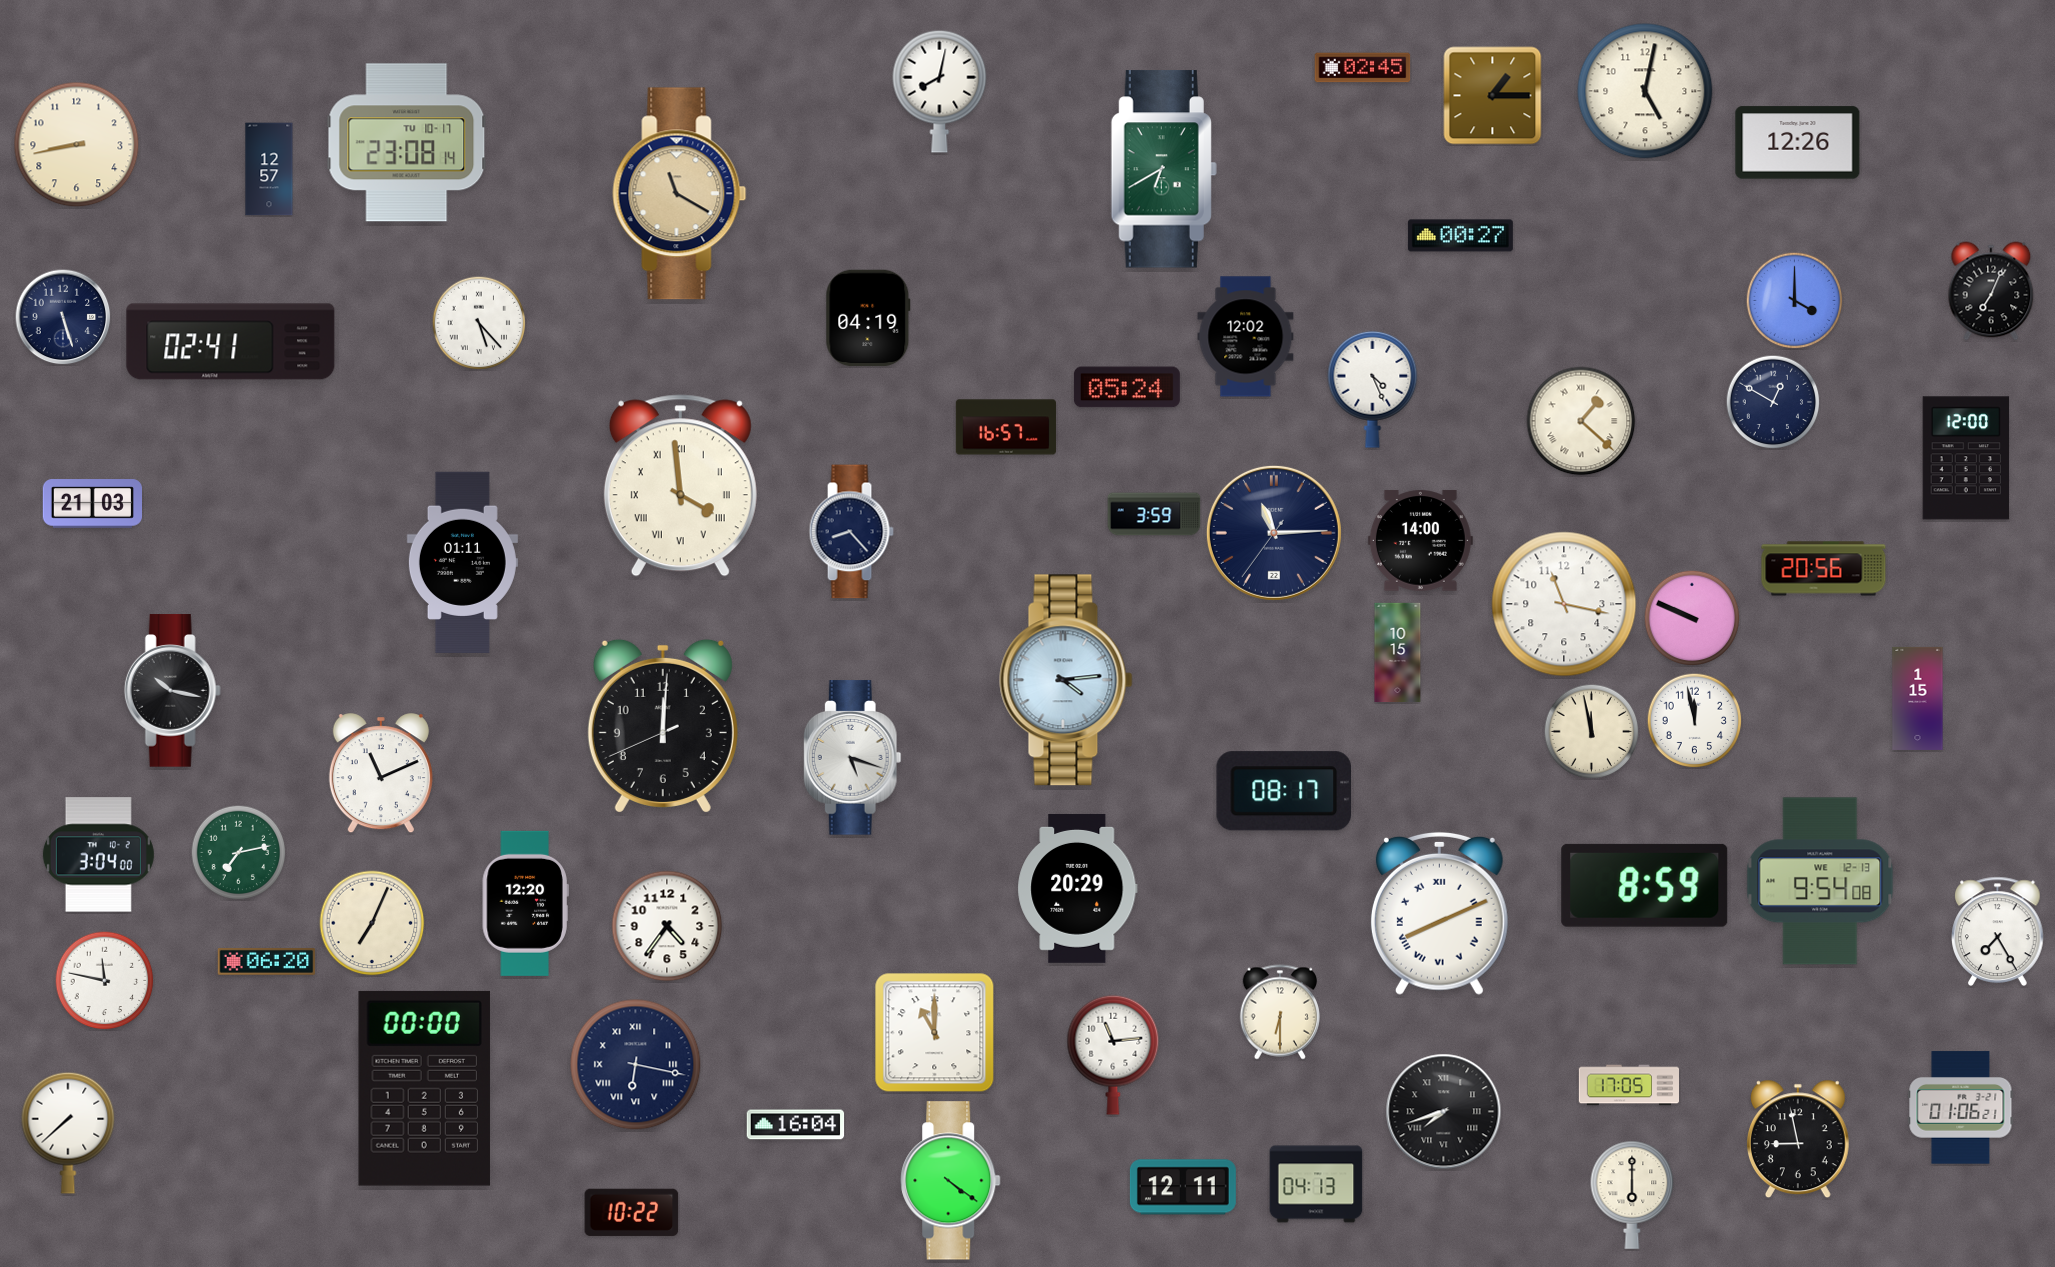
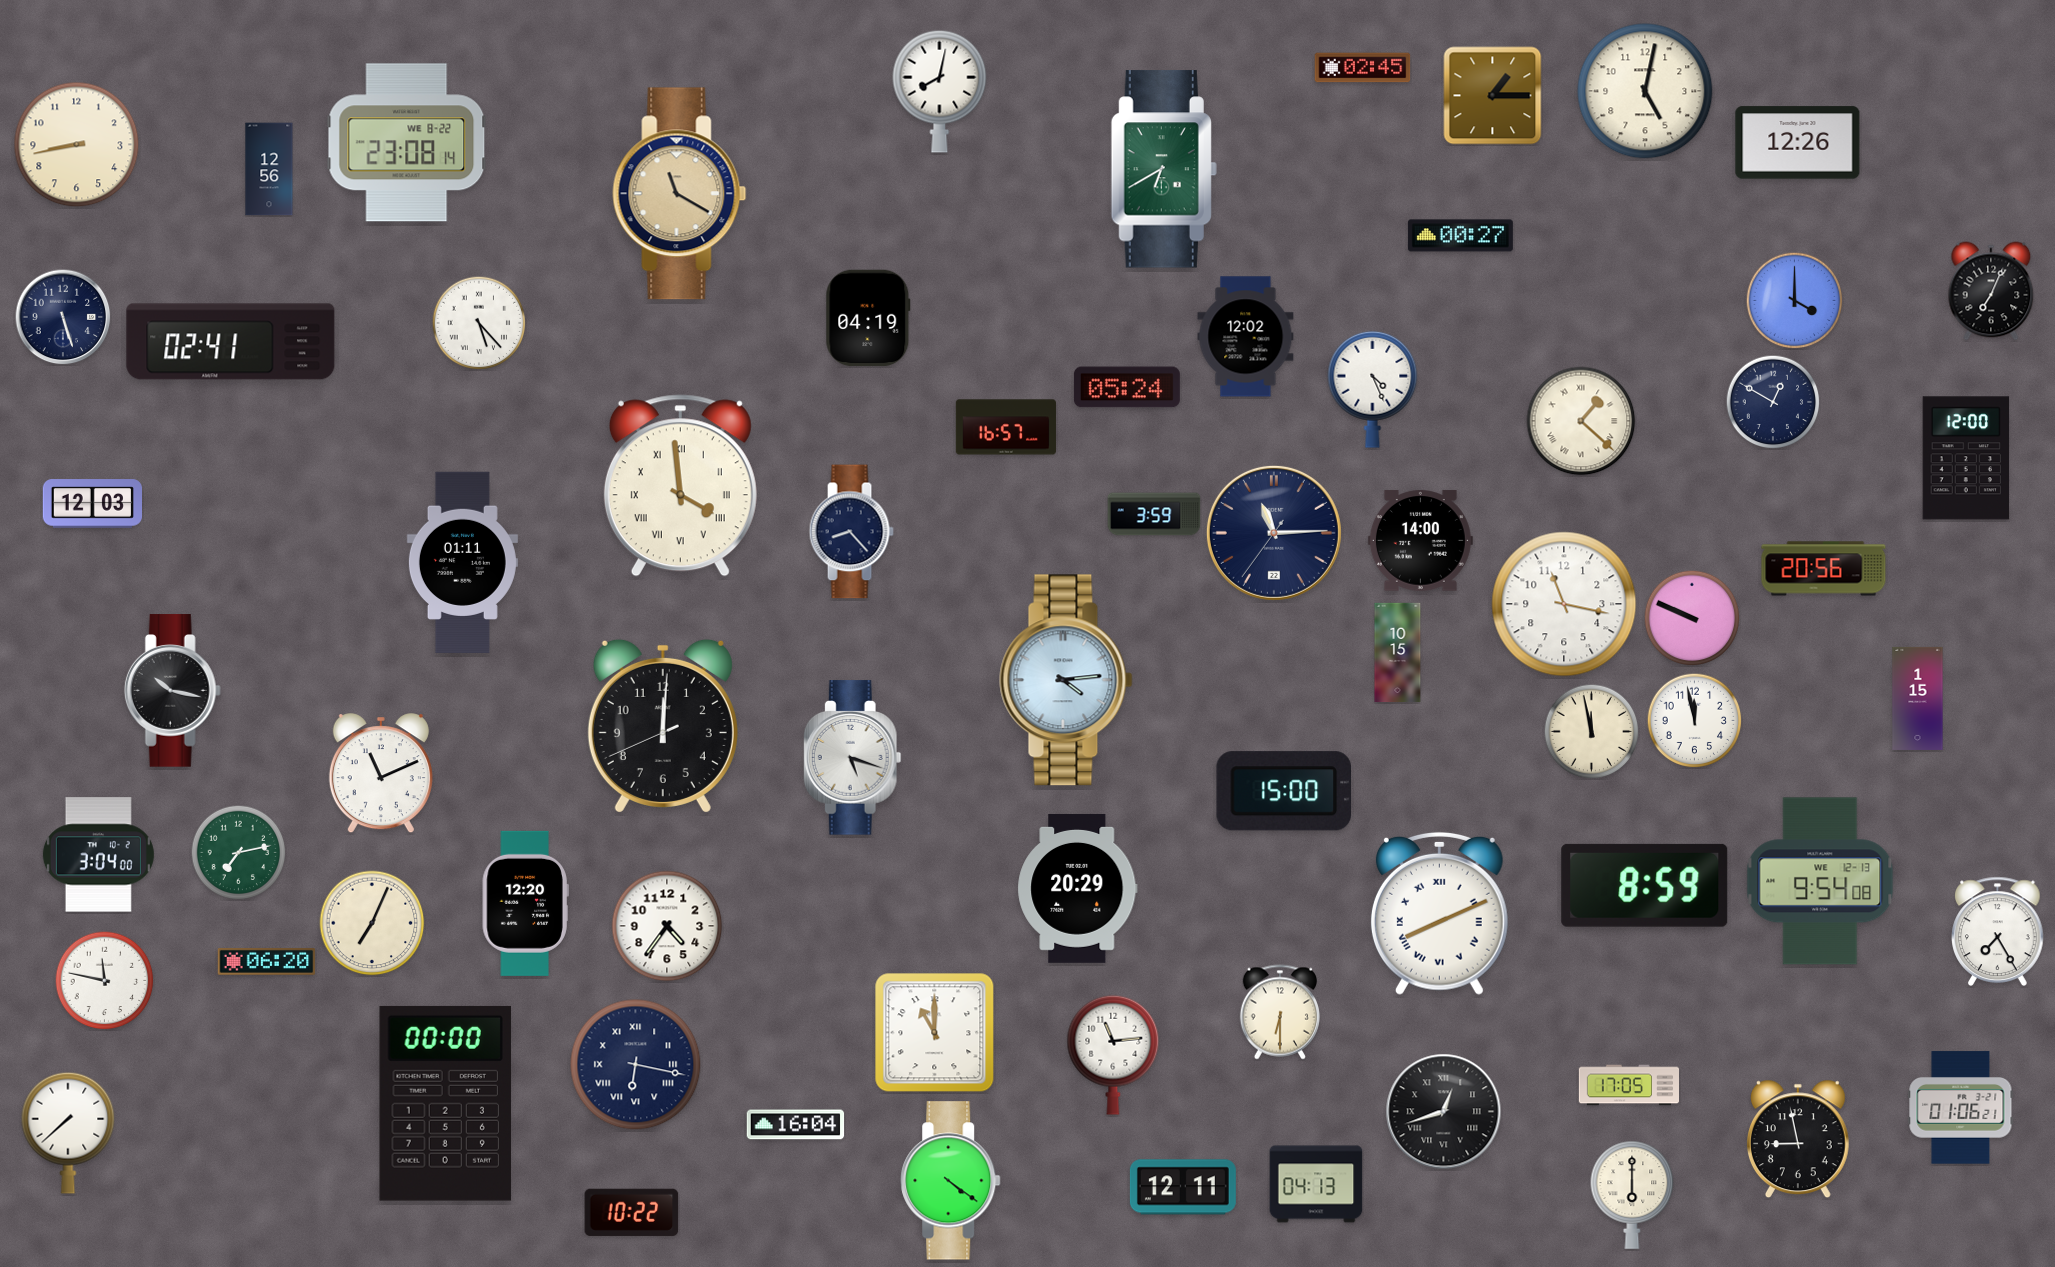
clock at (407, 143) date: TU 10-17 -> WE 8-22
clock at (269, 169): 12:57 -> 12:56
clock at (92, 504): 21:03 -> 12:03
clock at (1283, 791): 08:17 -> 15:00
clock at (424, 1088) position: (424, 1088) -> (445, 1103)
clock at (1444, 1112): 7:42 -> 12:42
